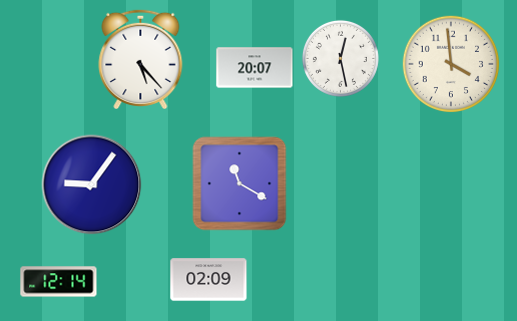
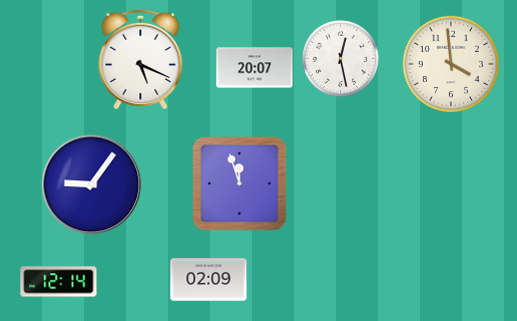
clock at (141, 59): 5:23 -> 5:19
clock at (240, 184): 11:20 -> 11:57
